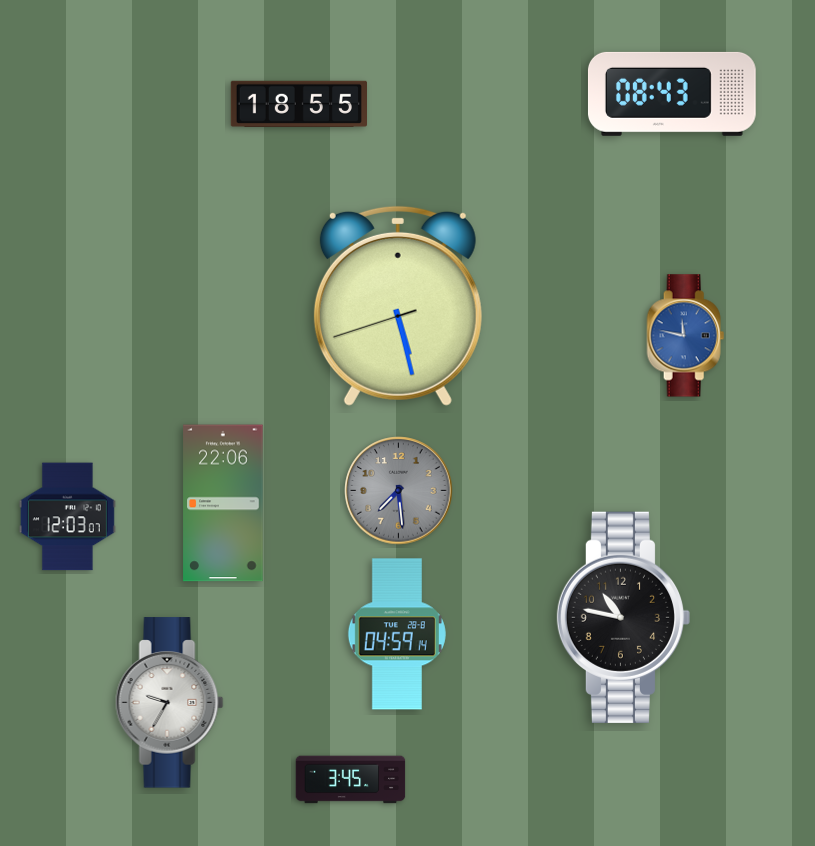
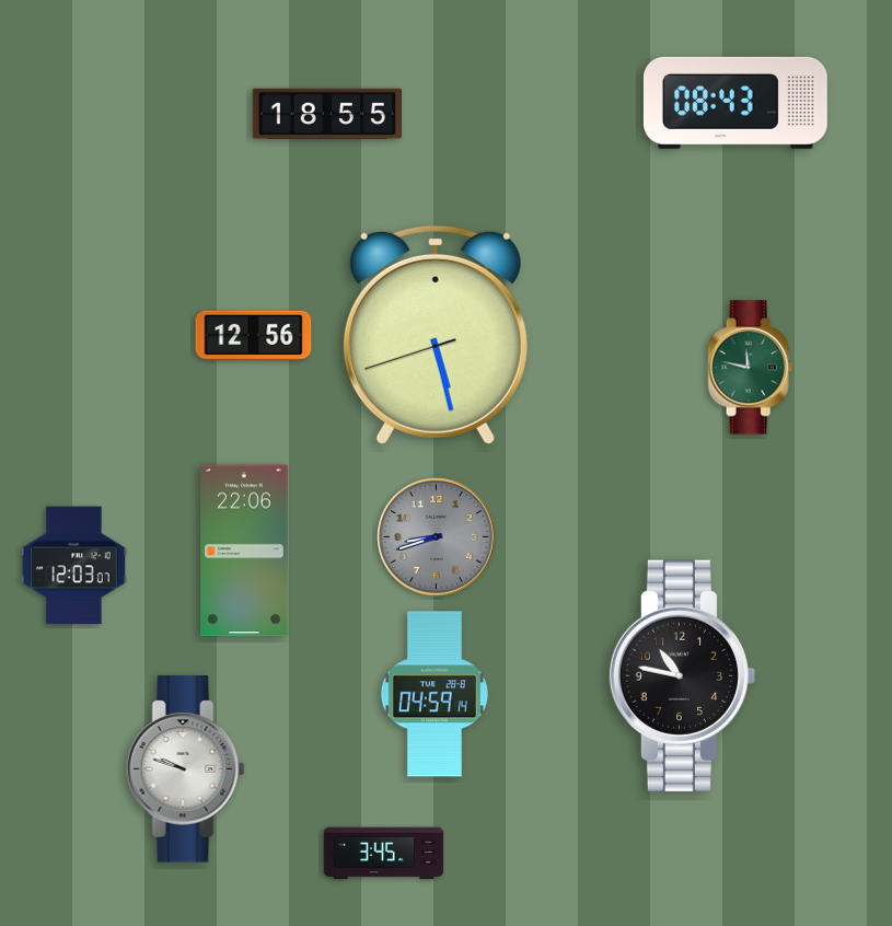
clock at (254, 336): none -> 12:56
clock at (686, 336) dial: blue -> green
clock at (399, 491): 7:29 -> 8:42
clock at (170, 703): 9:35 -> 9:48
